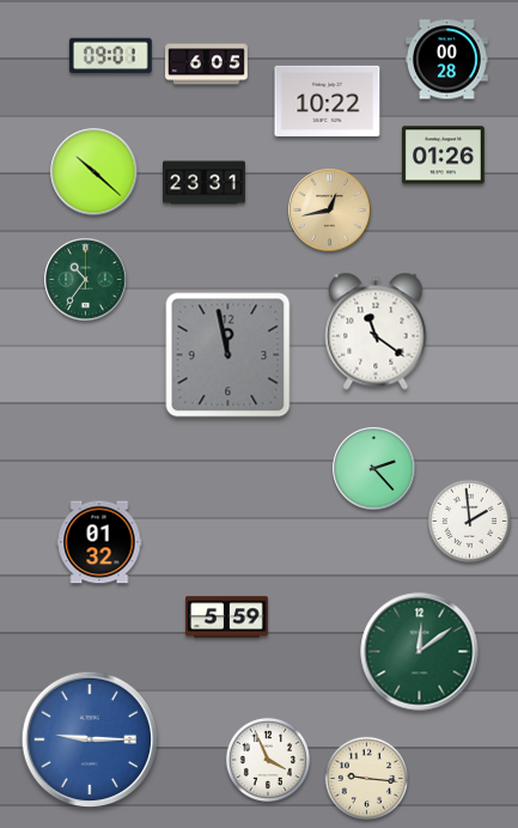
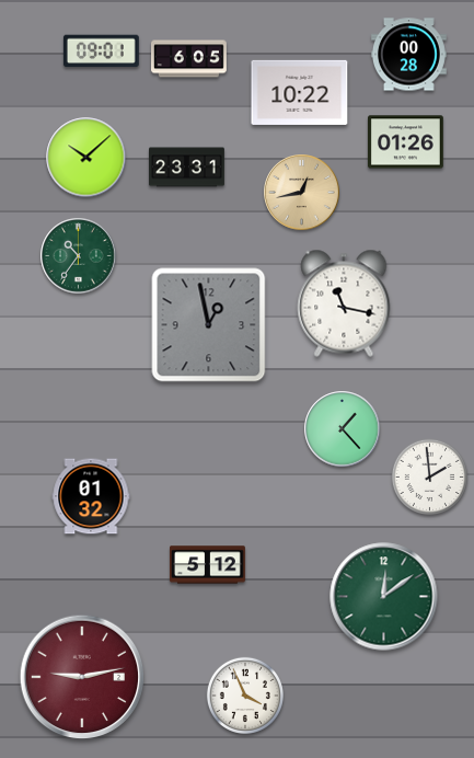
clock at (95, 172): 10:22 -> 10:08
clock at (376, 331): 11:21 -> 11:17
clock at (228, 355): 11:58 -> 12:58
clock at (374, 469): 2:23 -> 1:23
clock at (227, 617): 5:59 -> 5:12
clock at (90, 739): 9:15 -> 9:13
clock at (90, 739) dial: blue -> burgundy
clock at (366, 778): 9:16 -> none
